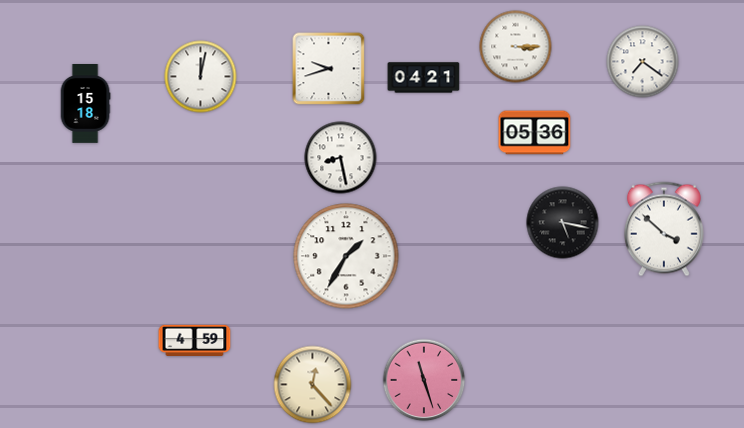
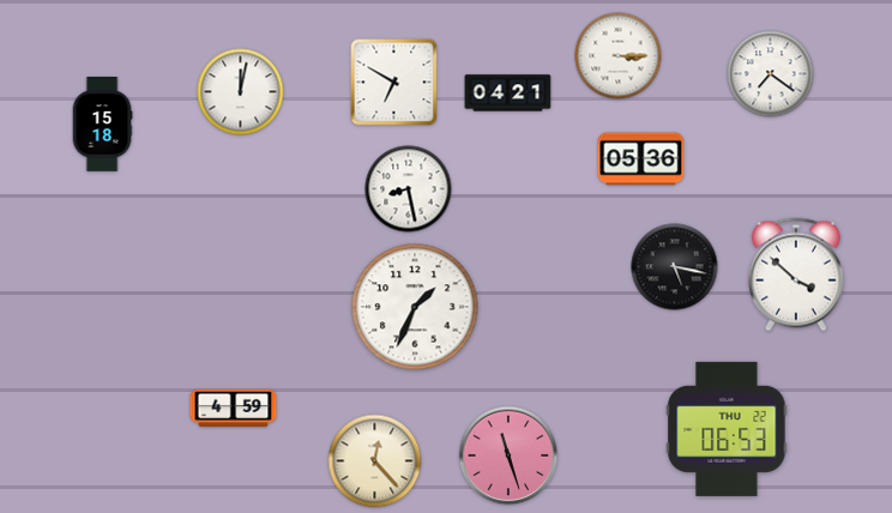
clock at (329, 69): 9:42 -> 6:50
clock at (346, 256): 1:35 -> 1:34
clock at (727, 429): none -> 06:53
